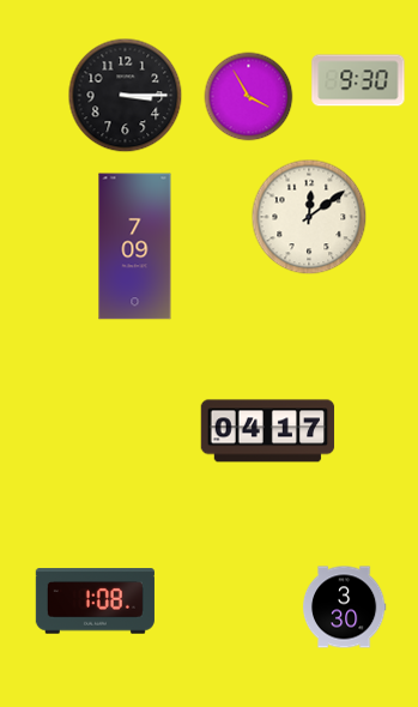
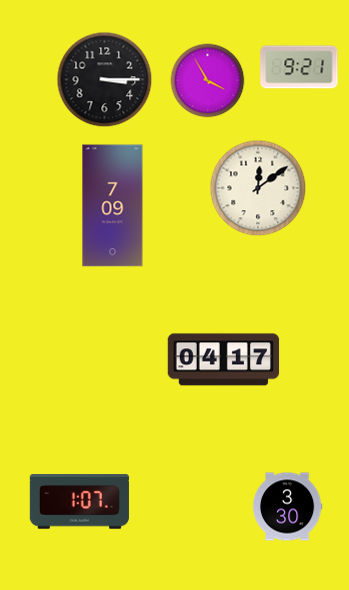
clock at (358, 80): 9:30 -> 9:21
clock at (309, 217) position: (309, 217) -> (258, 188)
clock at (95, 602): 1:08 -> 1:07
